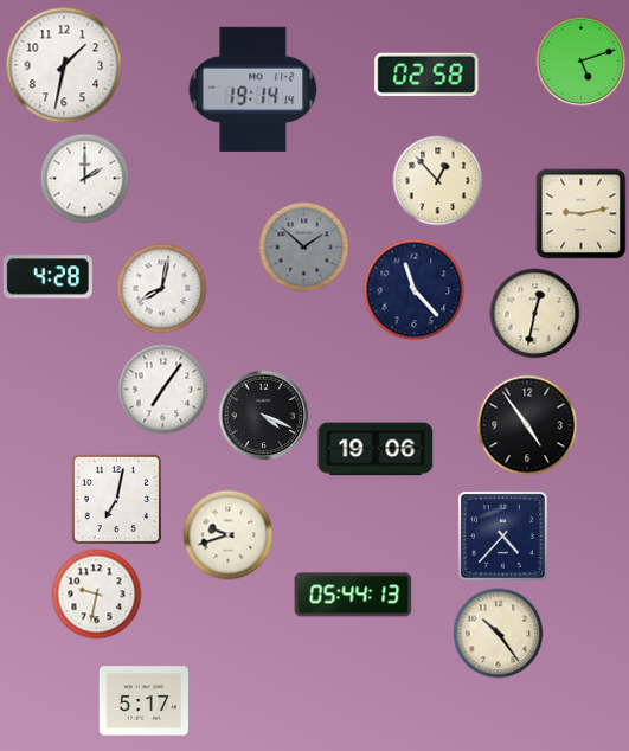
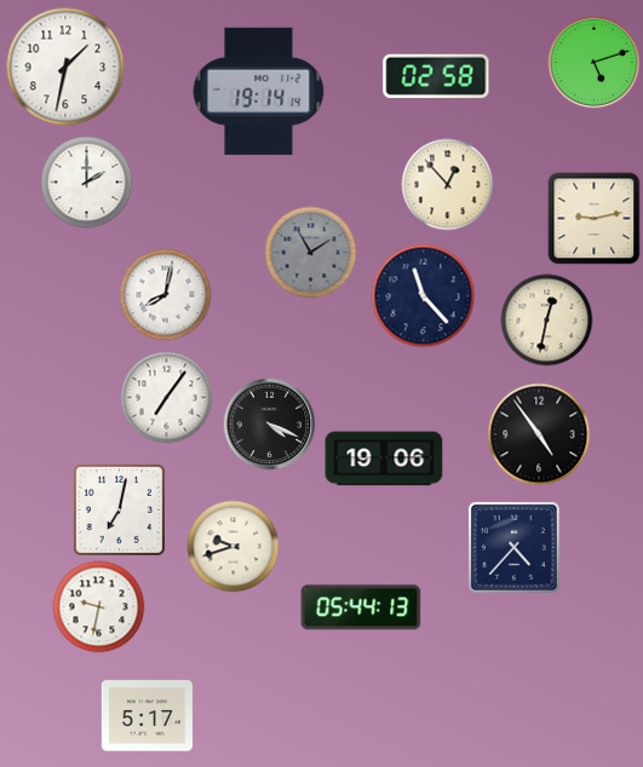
clock at (304, 248): 1:52 -> 1:55
clock at (47, 277): 4:28 -> none
clock at (499, 634): 10:24 -> none
